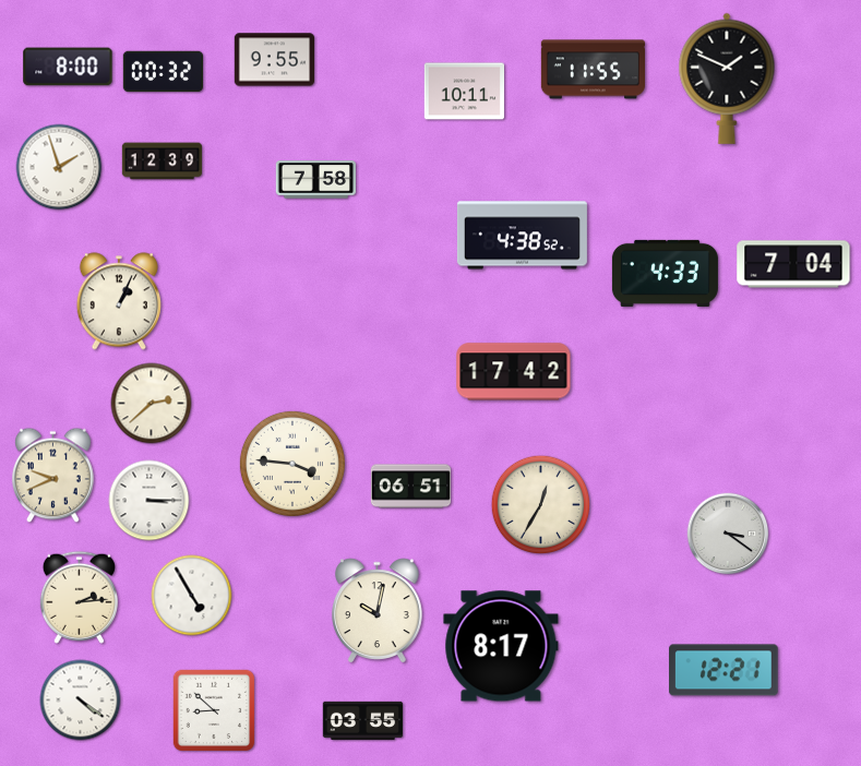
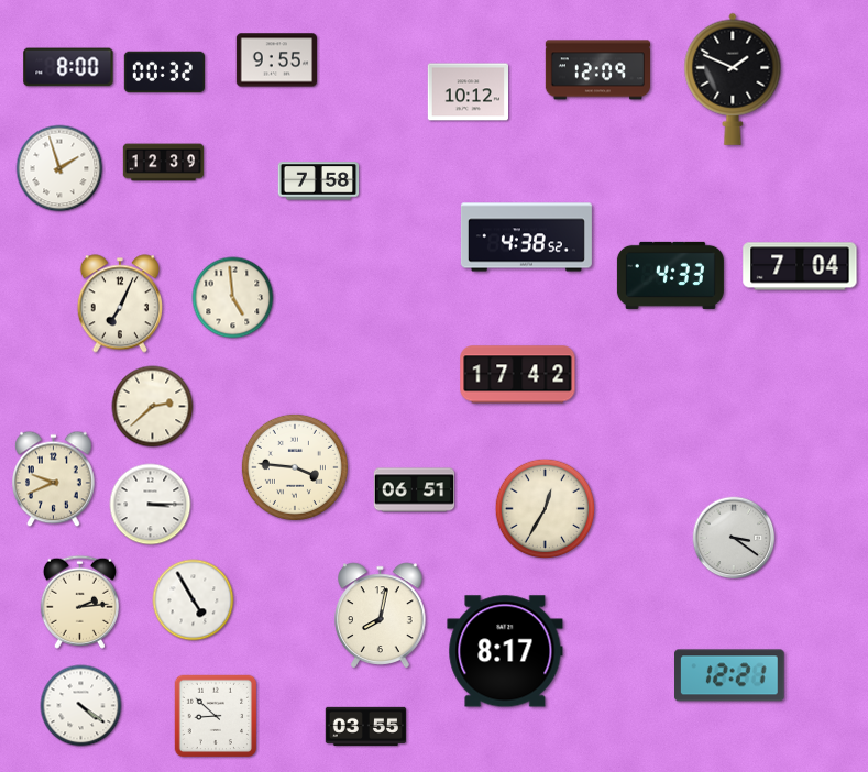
clock at (593, 70): 11:55 -> 12:09
clock at (464, 92): 10:11 -> 10:12
clock at (233, 298): none -> 4:59
clock at (119, 301): 1:04 -> 7:04
clock at (378, 611): 10:02 -> 8:02
